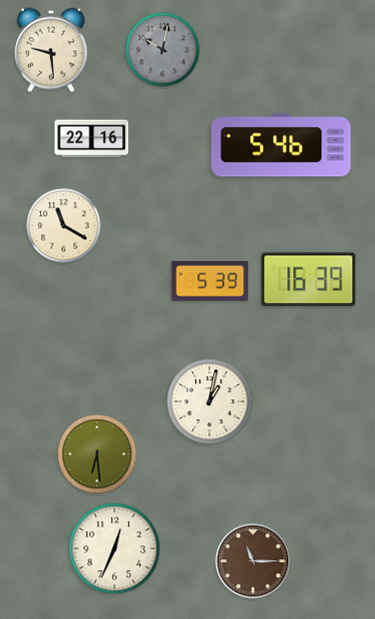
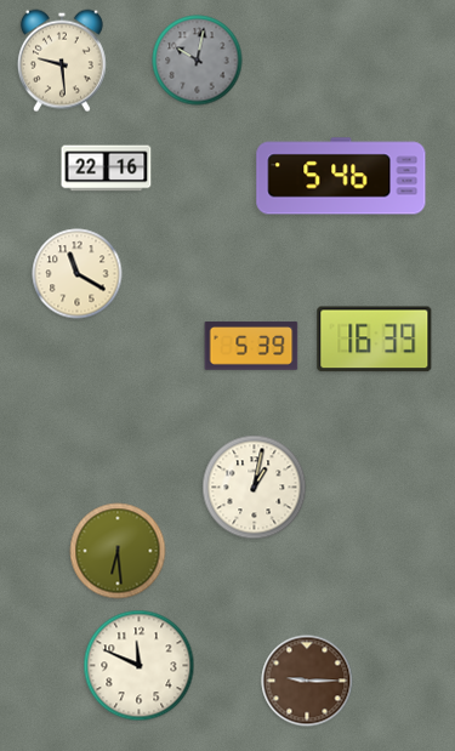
clock at (92, 139) position: (92, 139) -> (107, 169)
clock at (210, 281) position: (210, 281) -> (251, 346)
clock at (115, 549): 12:34 -> 11:49
clock at (253, 561): 11:15 -> 9:15
